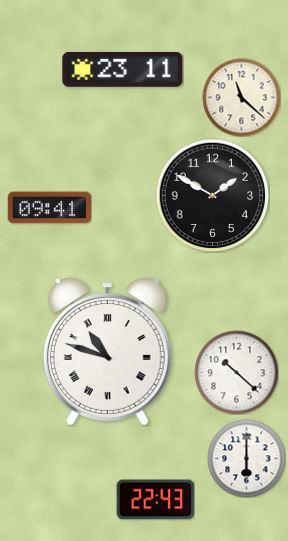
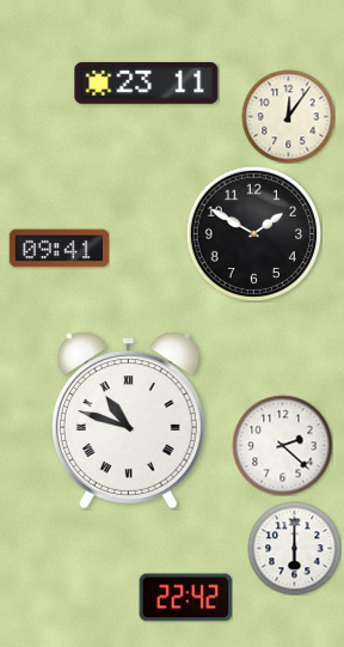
clock at (241, 97): 11:22 -> 12:06
clock at (236, 372): 10:22 -> 2:22
clock at (155, 500): 22:43 -> 22:42
